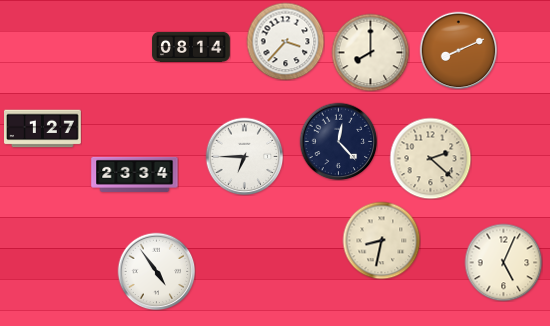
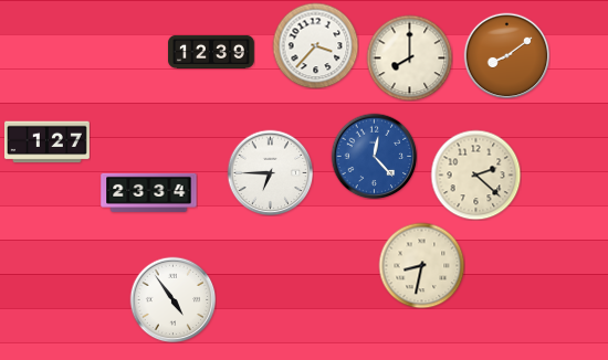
clock at (191, 47): 08:14 -> 12:39
clock at (458, 50): 8:11 -> 8:09
clock at (338, 141) dial: navy -> blue
clock at (503, 262): 5:04 -> none
